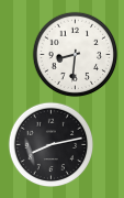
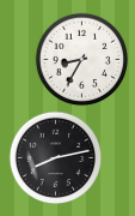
clock at (75, 54): 8:31 -> 8:35
